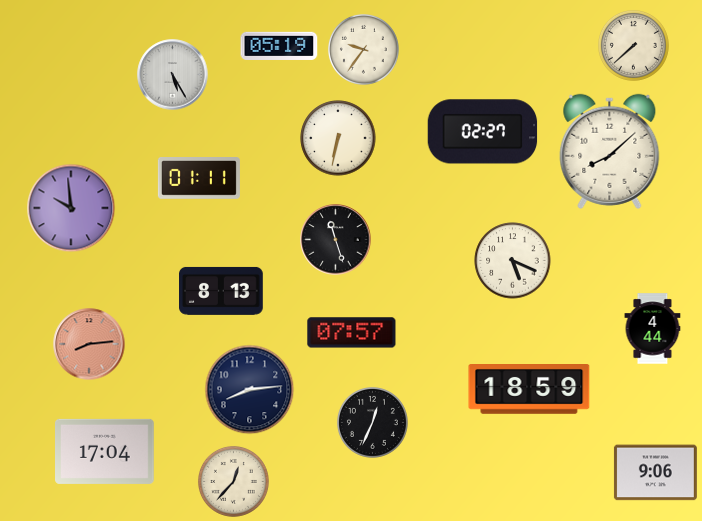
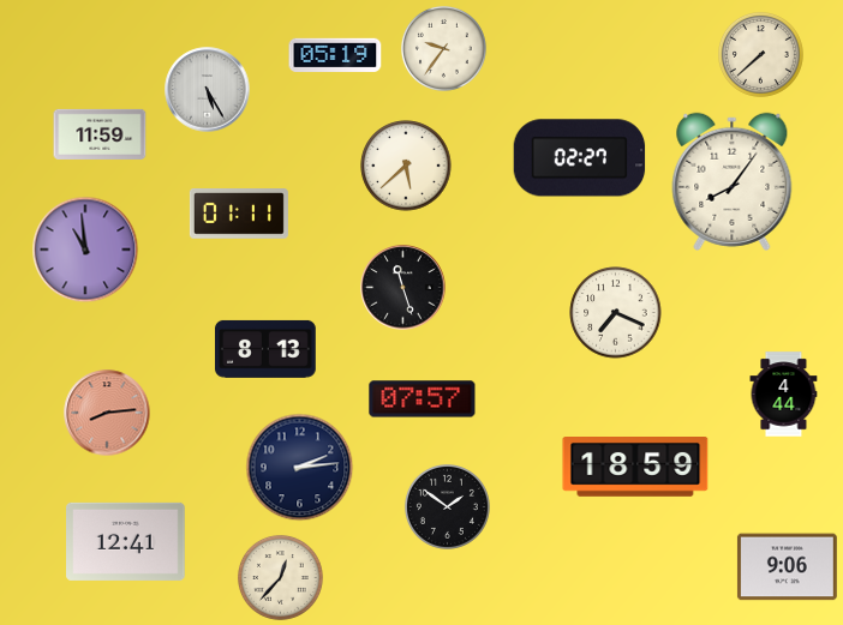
clock at (363, 49) position: (363, 49) -> (443, 48)
clock at (100, 134): none -> 11:59
clock at (338, 138): 6:32 -> 5:38
clock at (610, 151): 8:08 -> 8:06
clock at (71, 208): 9:59 -> 10:59
clock at (513, 261): 5:19 -> 7:19
clock at (250, 390): 8:14 -> 2:14
clock at (372, 422): 12:34 -> 1:51
clock at (105, 451): 17:04 -> 12:41
